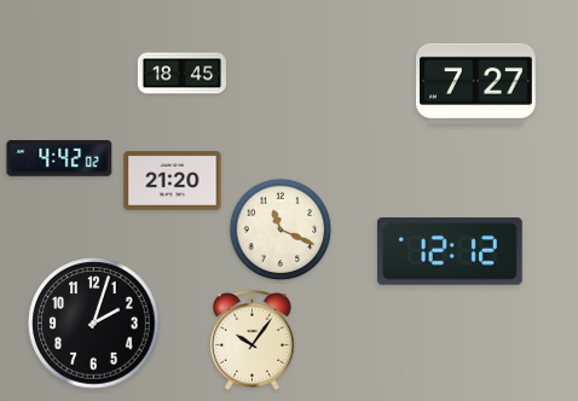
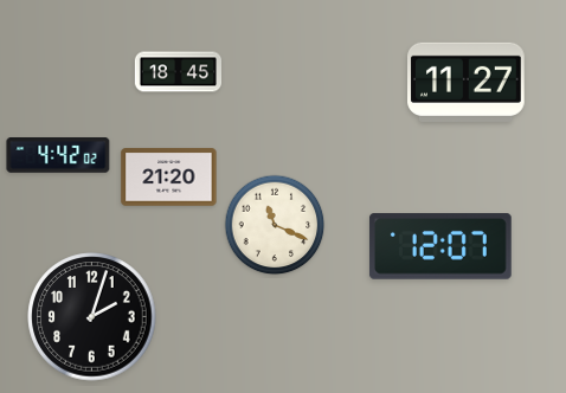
clock at (476, 83): 7:27 -> 11:27
clock at (450, 251): 12:12 -> 12:07
clock at (252, 339): 10:06 -> none
